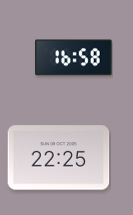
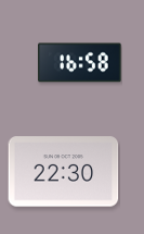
clock at (59, 158): 22:25 -> 22:30
